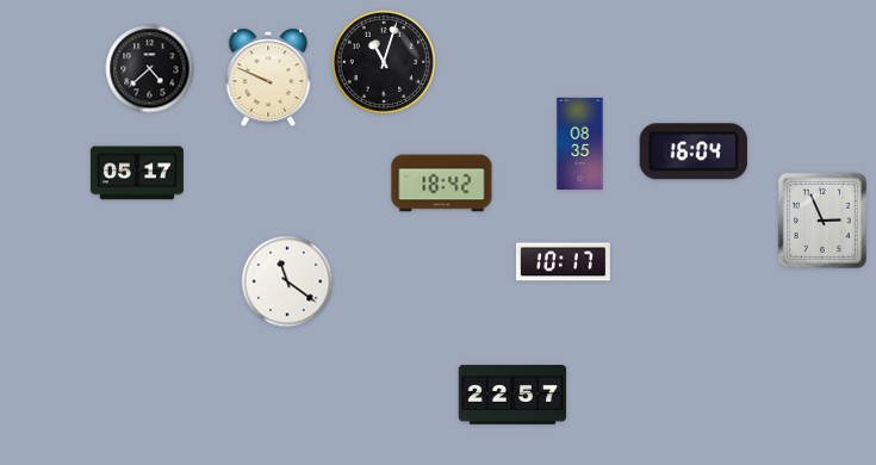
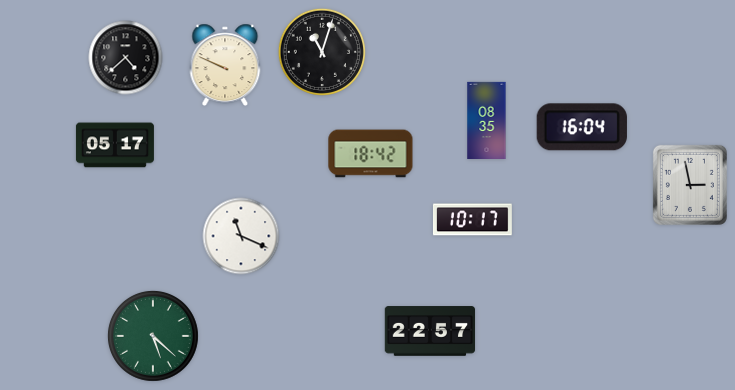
clock at (822, 221): 2:56 -> 2:58
clock at (287, 281): 11:21 -> 11:19
clock at (153, 336): none -> 5:22
